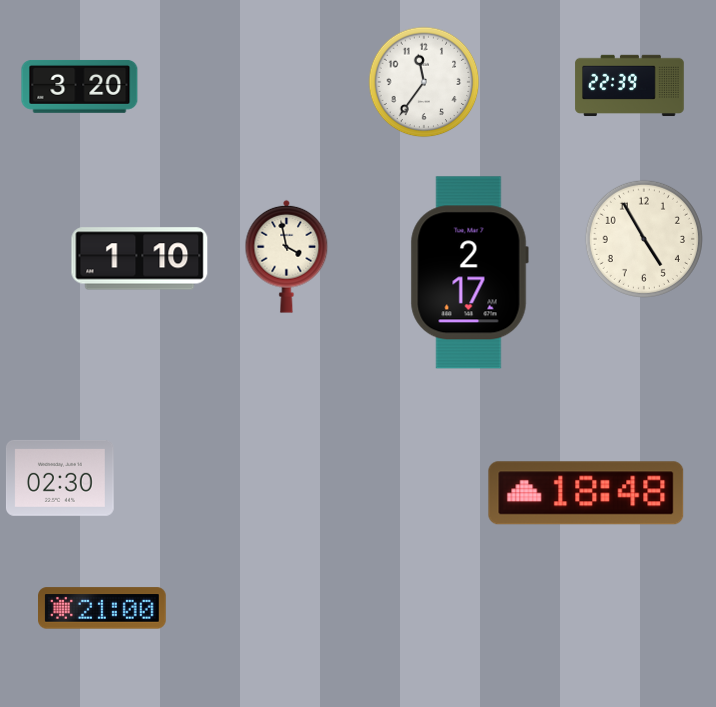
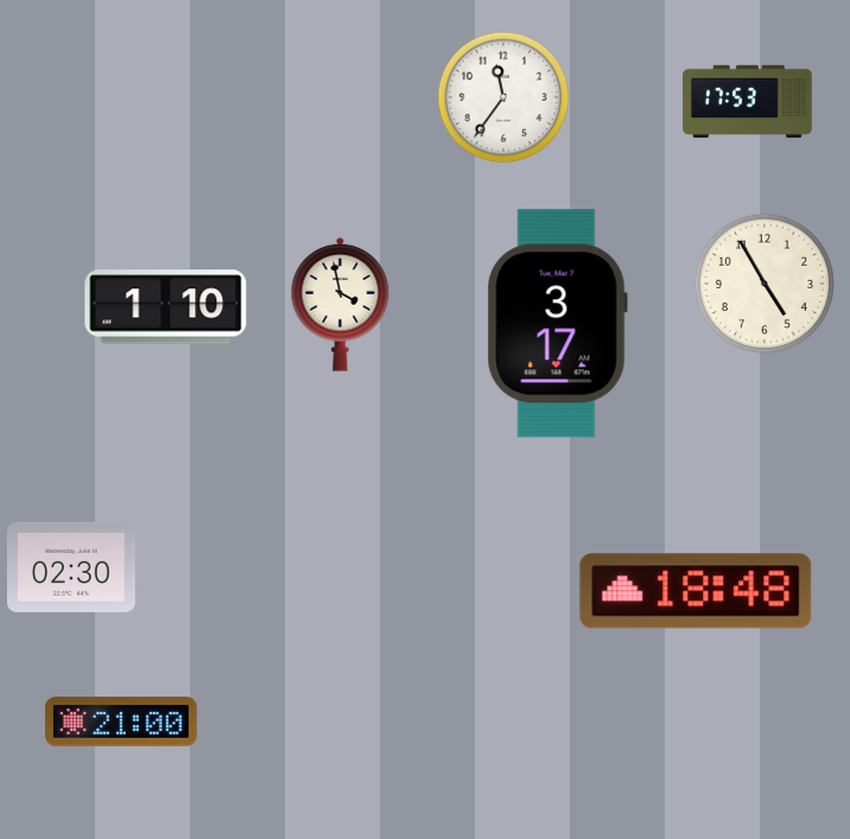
clock at (80, 86): 3:20 -> none
clock at (630, 86): 22:39 -> 17:53
clock at (469, 273): 2:17 -> 3:17
clock at (586, 493) position: (586, 493) -> (696, 591)
